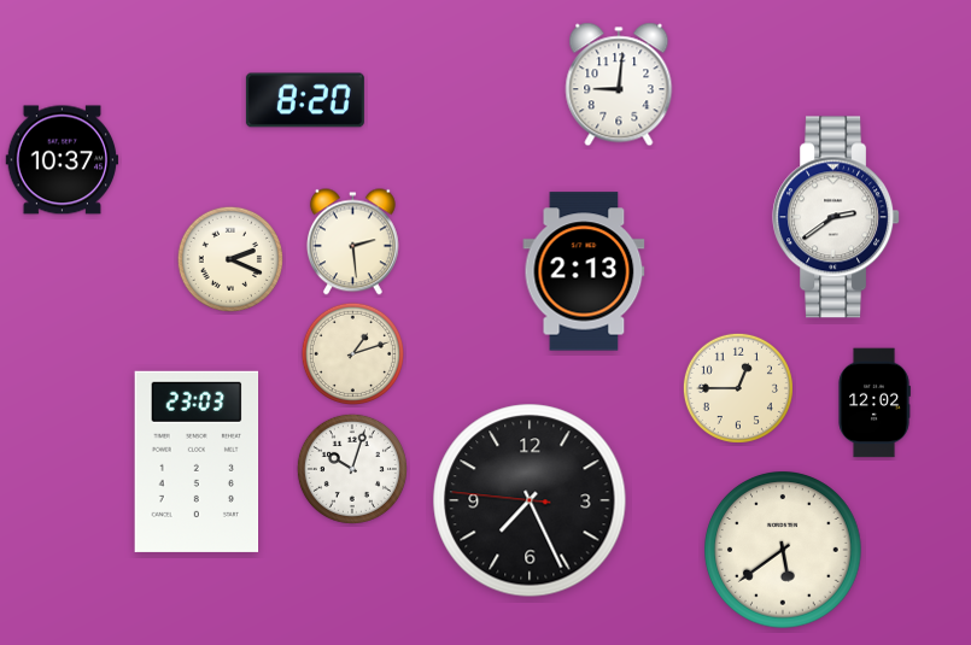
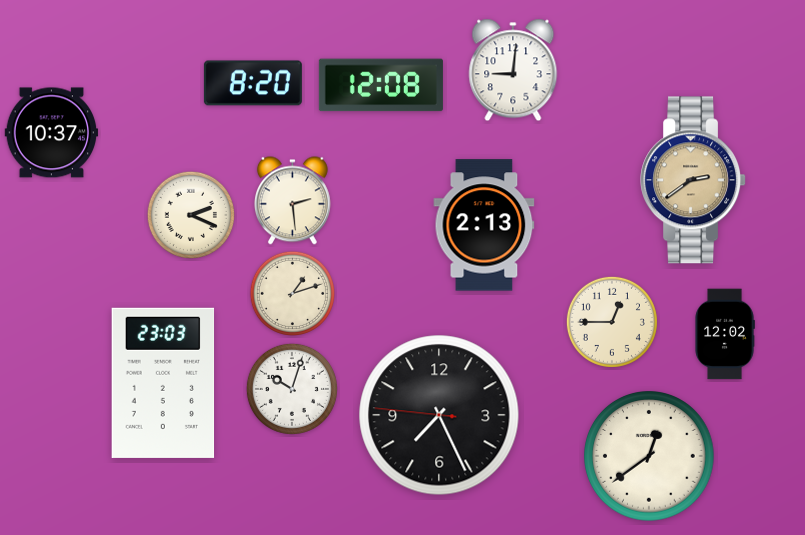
clock at (381, 85): none -> 12:08
clock at (837, 217) dial: white -> champagne
clock at (784, 551): 5:39 -> 12:39
